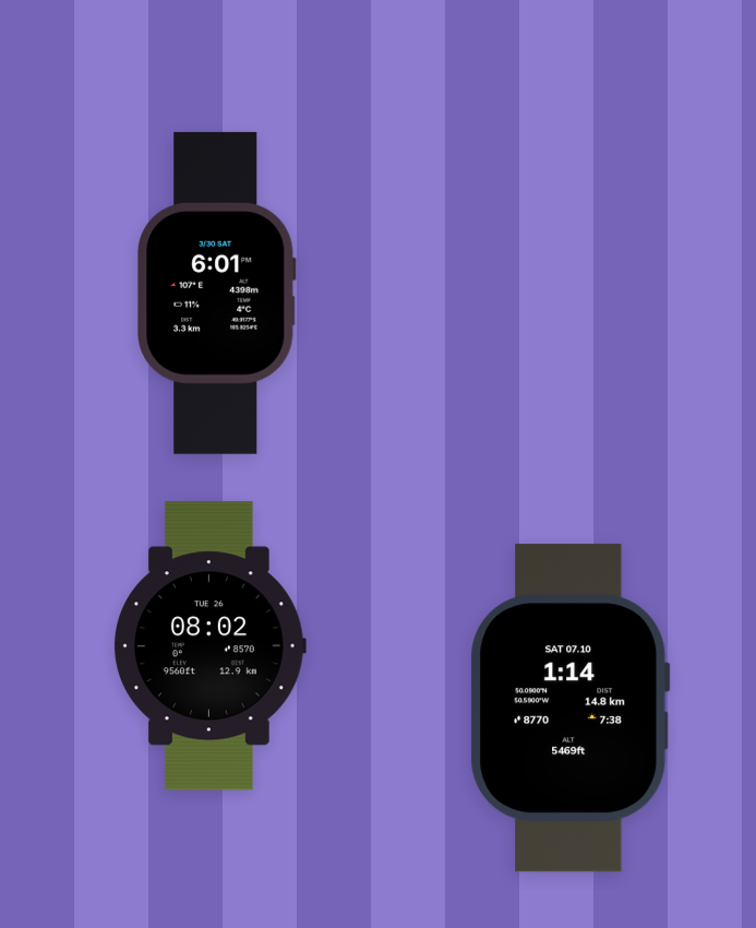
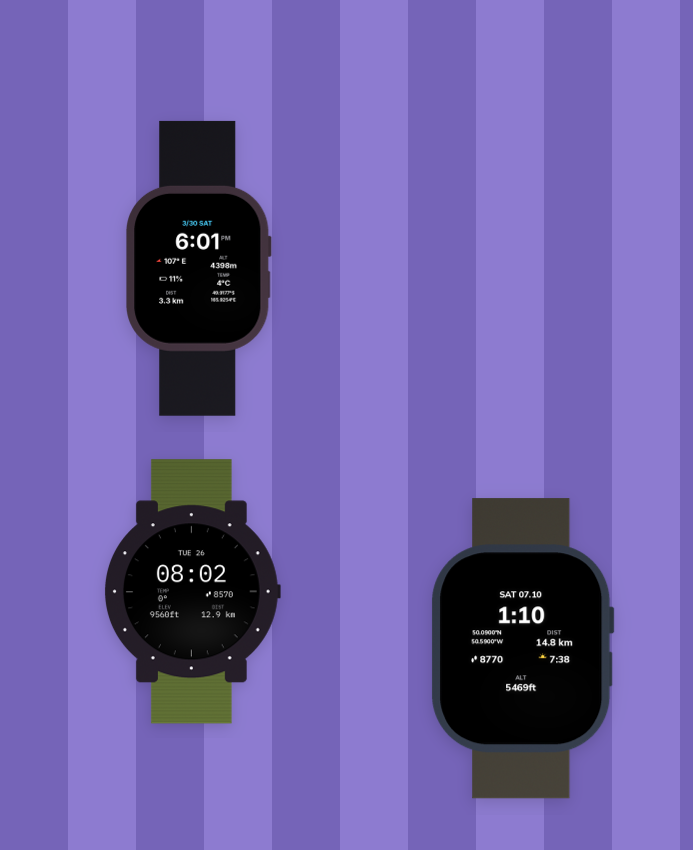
clock at (571, 709): 1:14 -> 1:10
